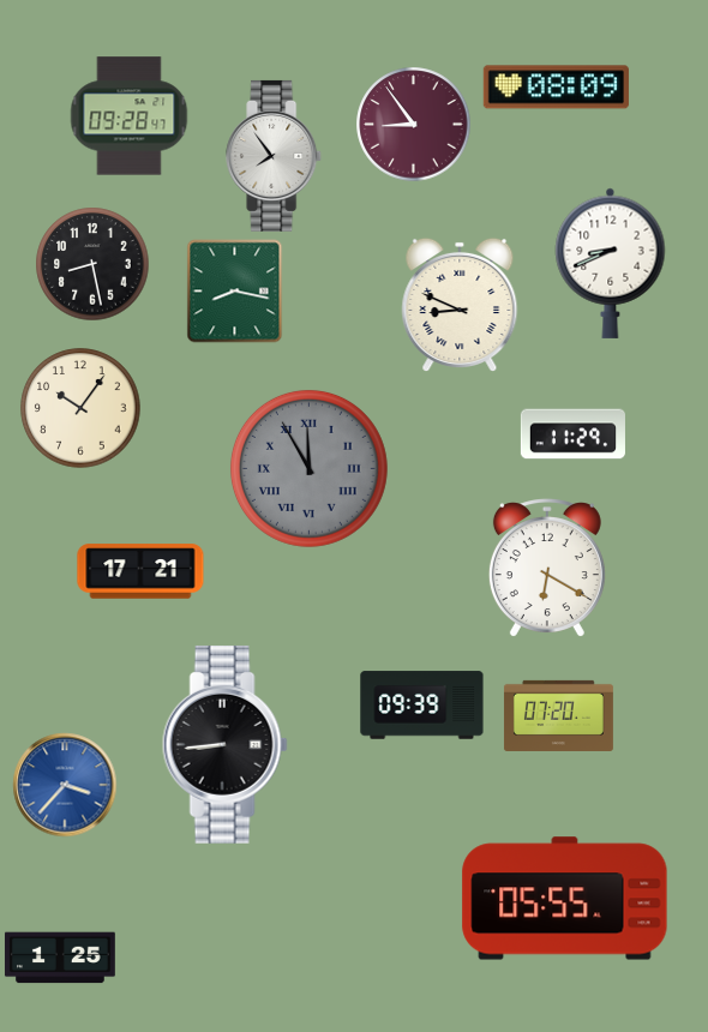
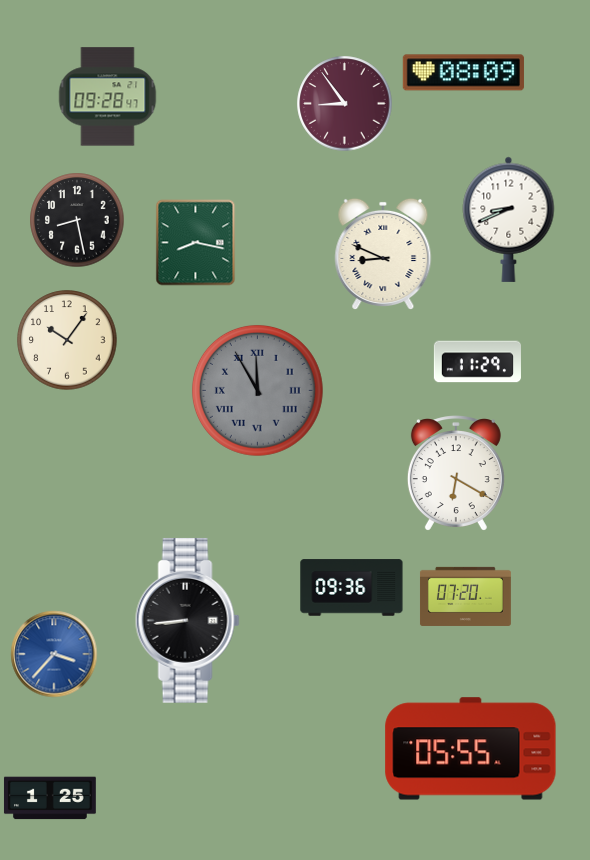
clock at (275, 156): 7:54 -> none
clock at (140, 571): 17:21 -> none
clock at (422, 706): 09:39 -> 09:36
